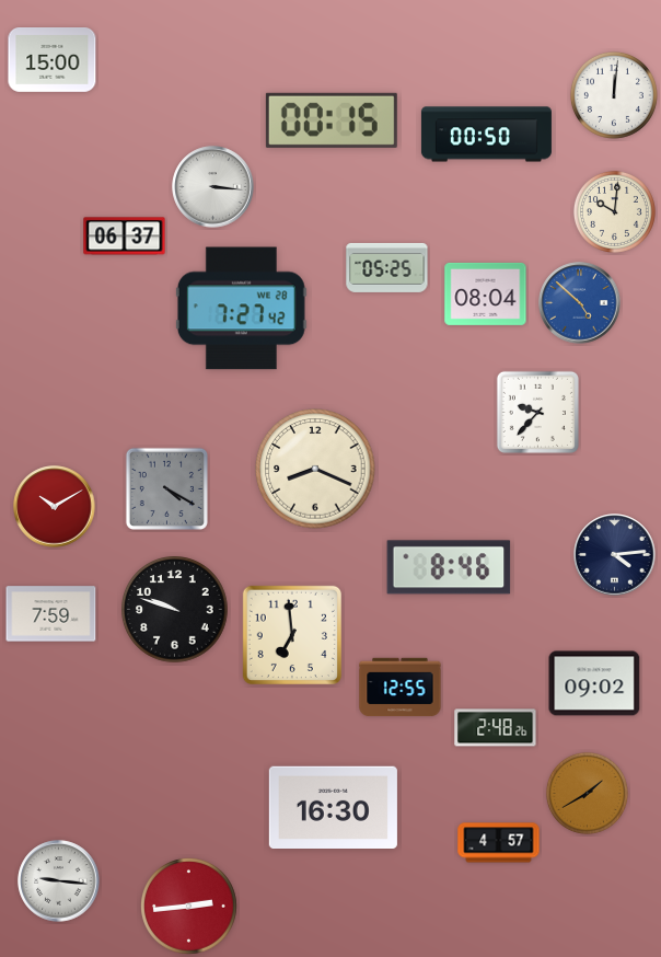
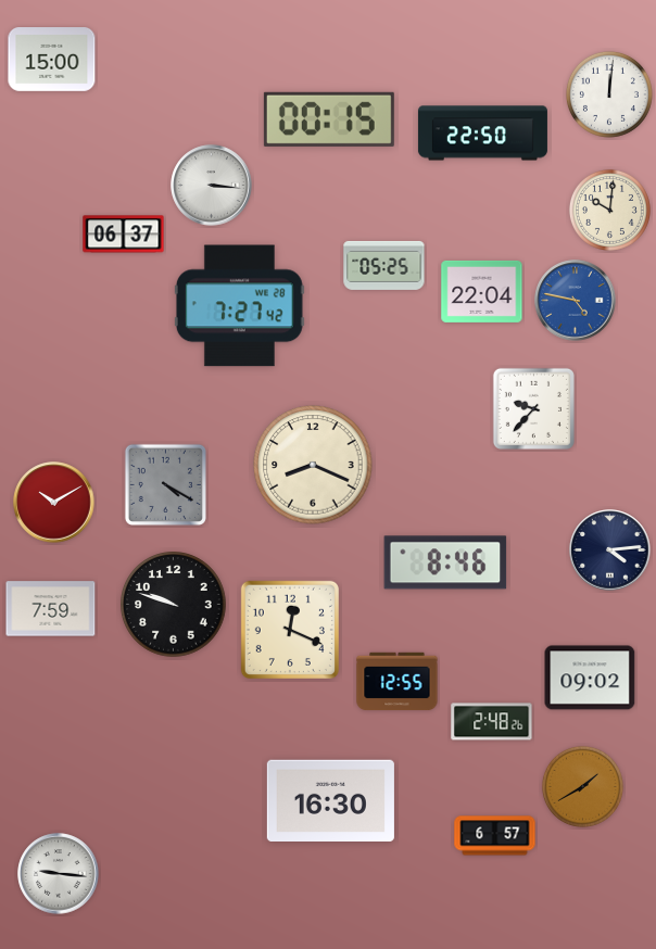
clock at (486, 135): 00:50 -> 22:50
clock at (486, 293): 08:04 -> 22:04
clock at (580, 303): 4:52 -> 4:47
clock at (292, 635): 6:59 -> 12:19
clock at (499, 843): 4:57 -> 6:57
clock at (189, 907): 2:44 -> none
